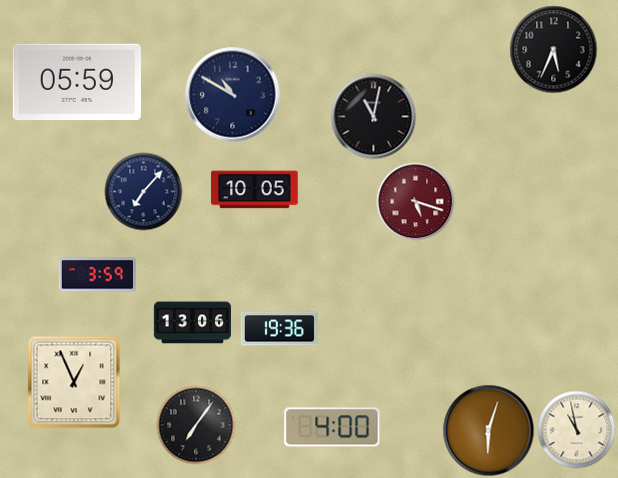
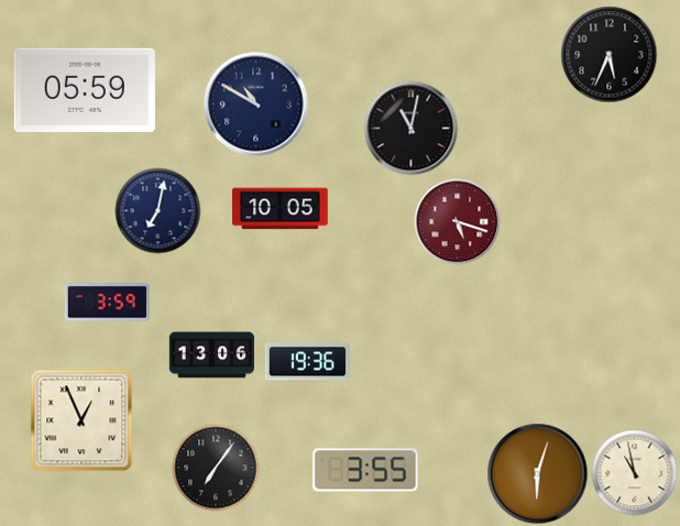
clock at (143, 191): 7:07 -> 7:02
clock at (332, 427): 4:00 -> 3:55
